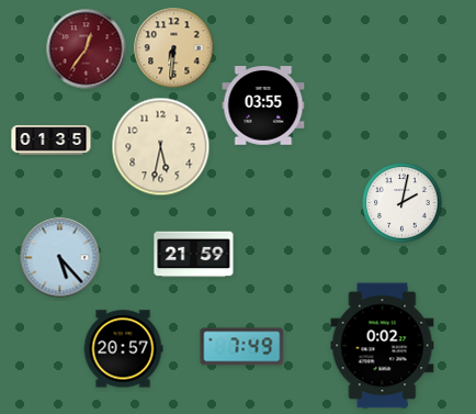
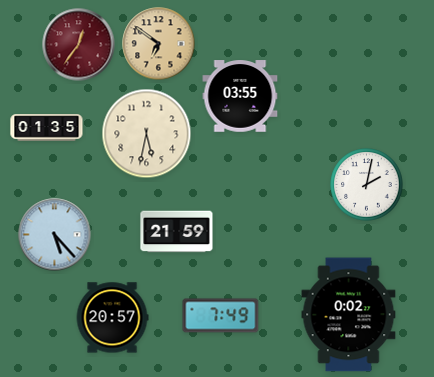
clock at (174, 48): 6:31 -> 6:51
